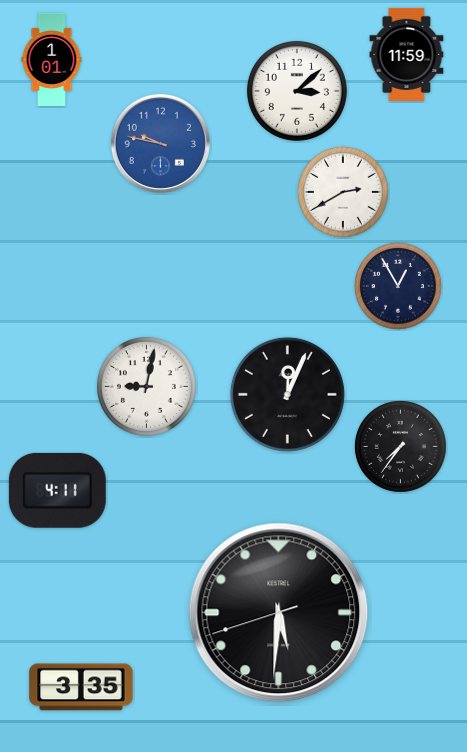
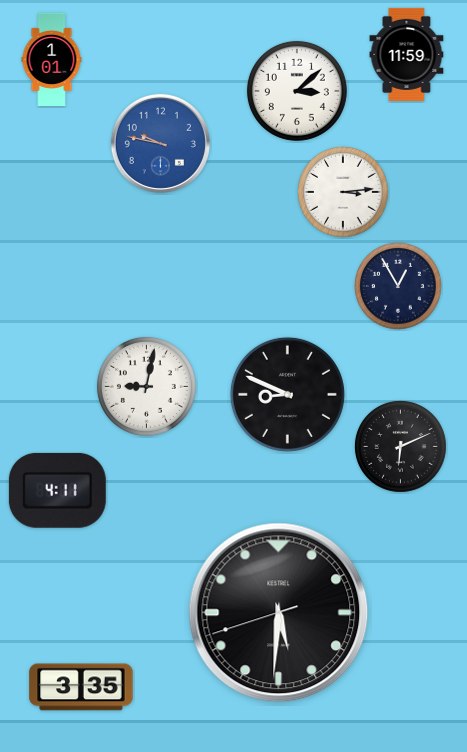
clock at (344, 193): 2:40 -> 3:14
clock at (287, 394): 12:04 -> 8:49
clock at (401, 447): 7:36 -> 6:11
